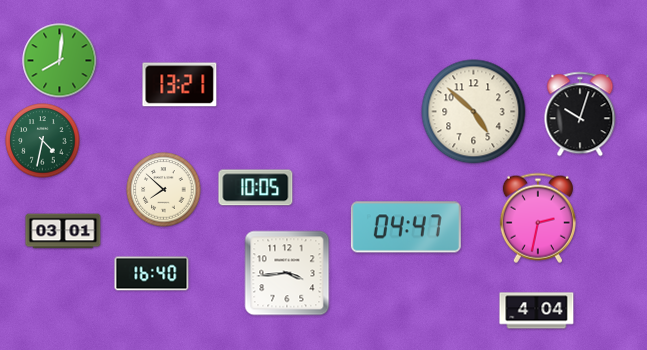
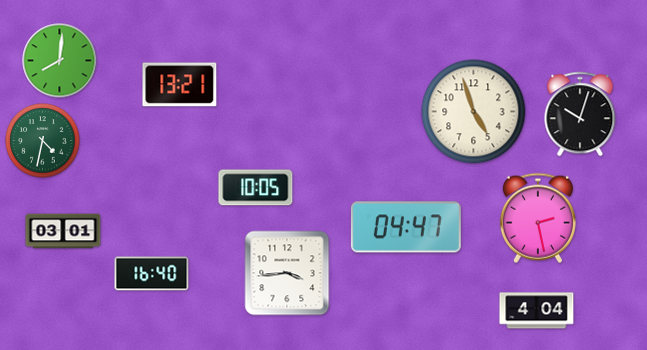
clock at (474, 112): 4:52 -> 4:57
clock at (164, 190): 7:52 -> none
clock at (538, 218): 2:32 -> 2:28
